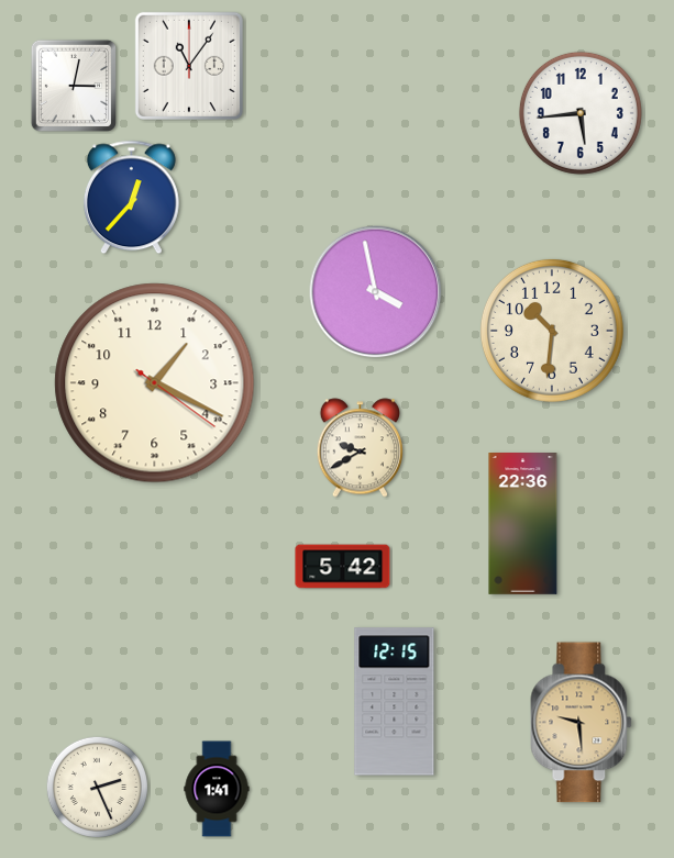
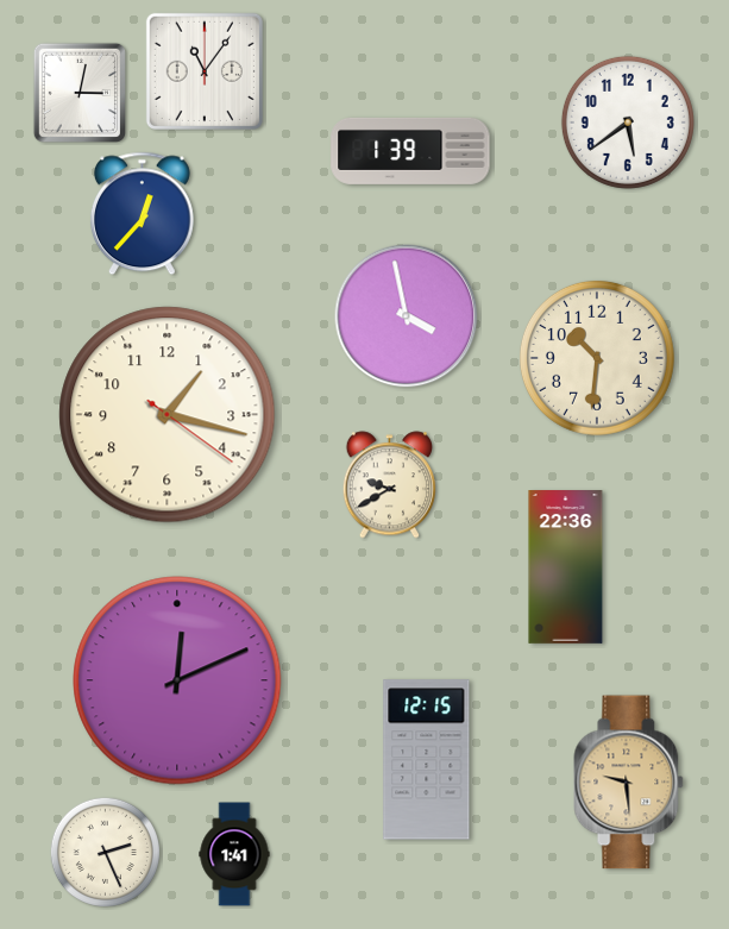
clock at (581, 113): 5:44 -> 5:39
clock at (410, 151): none -> 1:39
clock at (155, 383): 1:19 -> 1:17
clock at (343, 567): 5:42 -> none
clock at (177, 680): none -> 12:11
